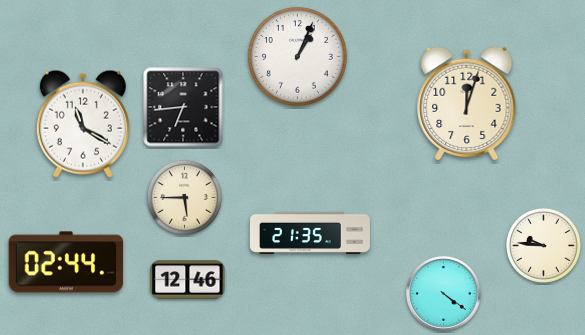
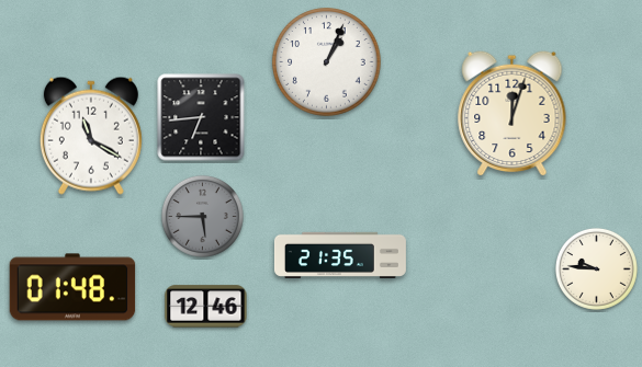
clock at (184, 197) dial: cream -> grey
clock at (66, 262): 02:44 -> 01:48
clock at (444, 294): 4:21 -> none
